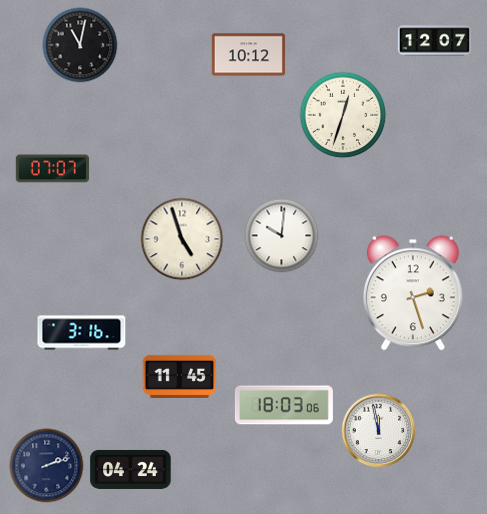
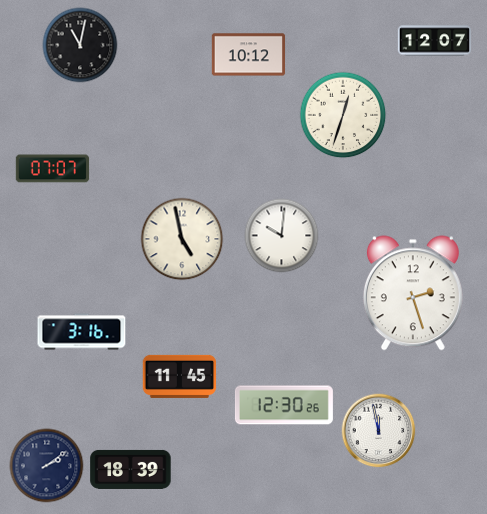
clock at (182, 239): 4:57 -> 4:58
clock at (284, 405): 18:03 -> 12:30
clock at (47, 466): 2:12 -> 2:09
clock at (131, 469): 04:24 -> 18:39
